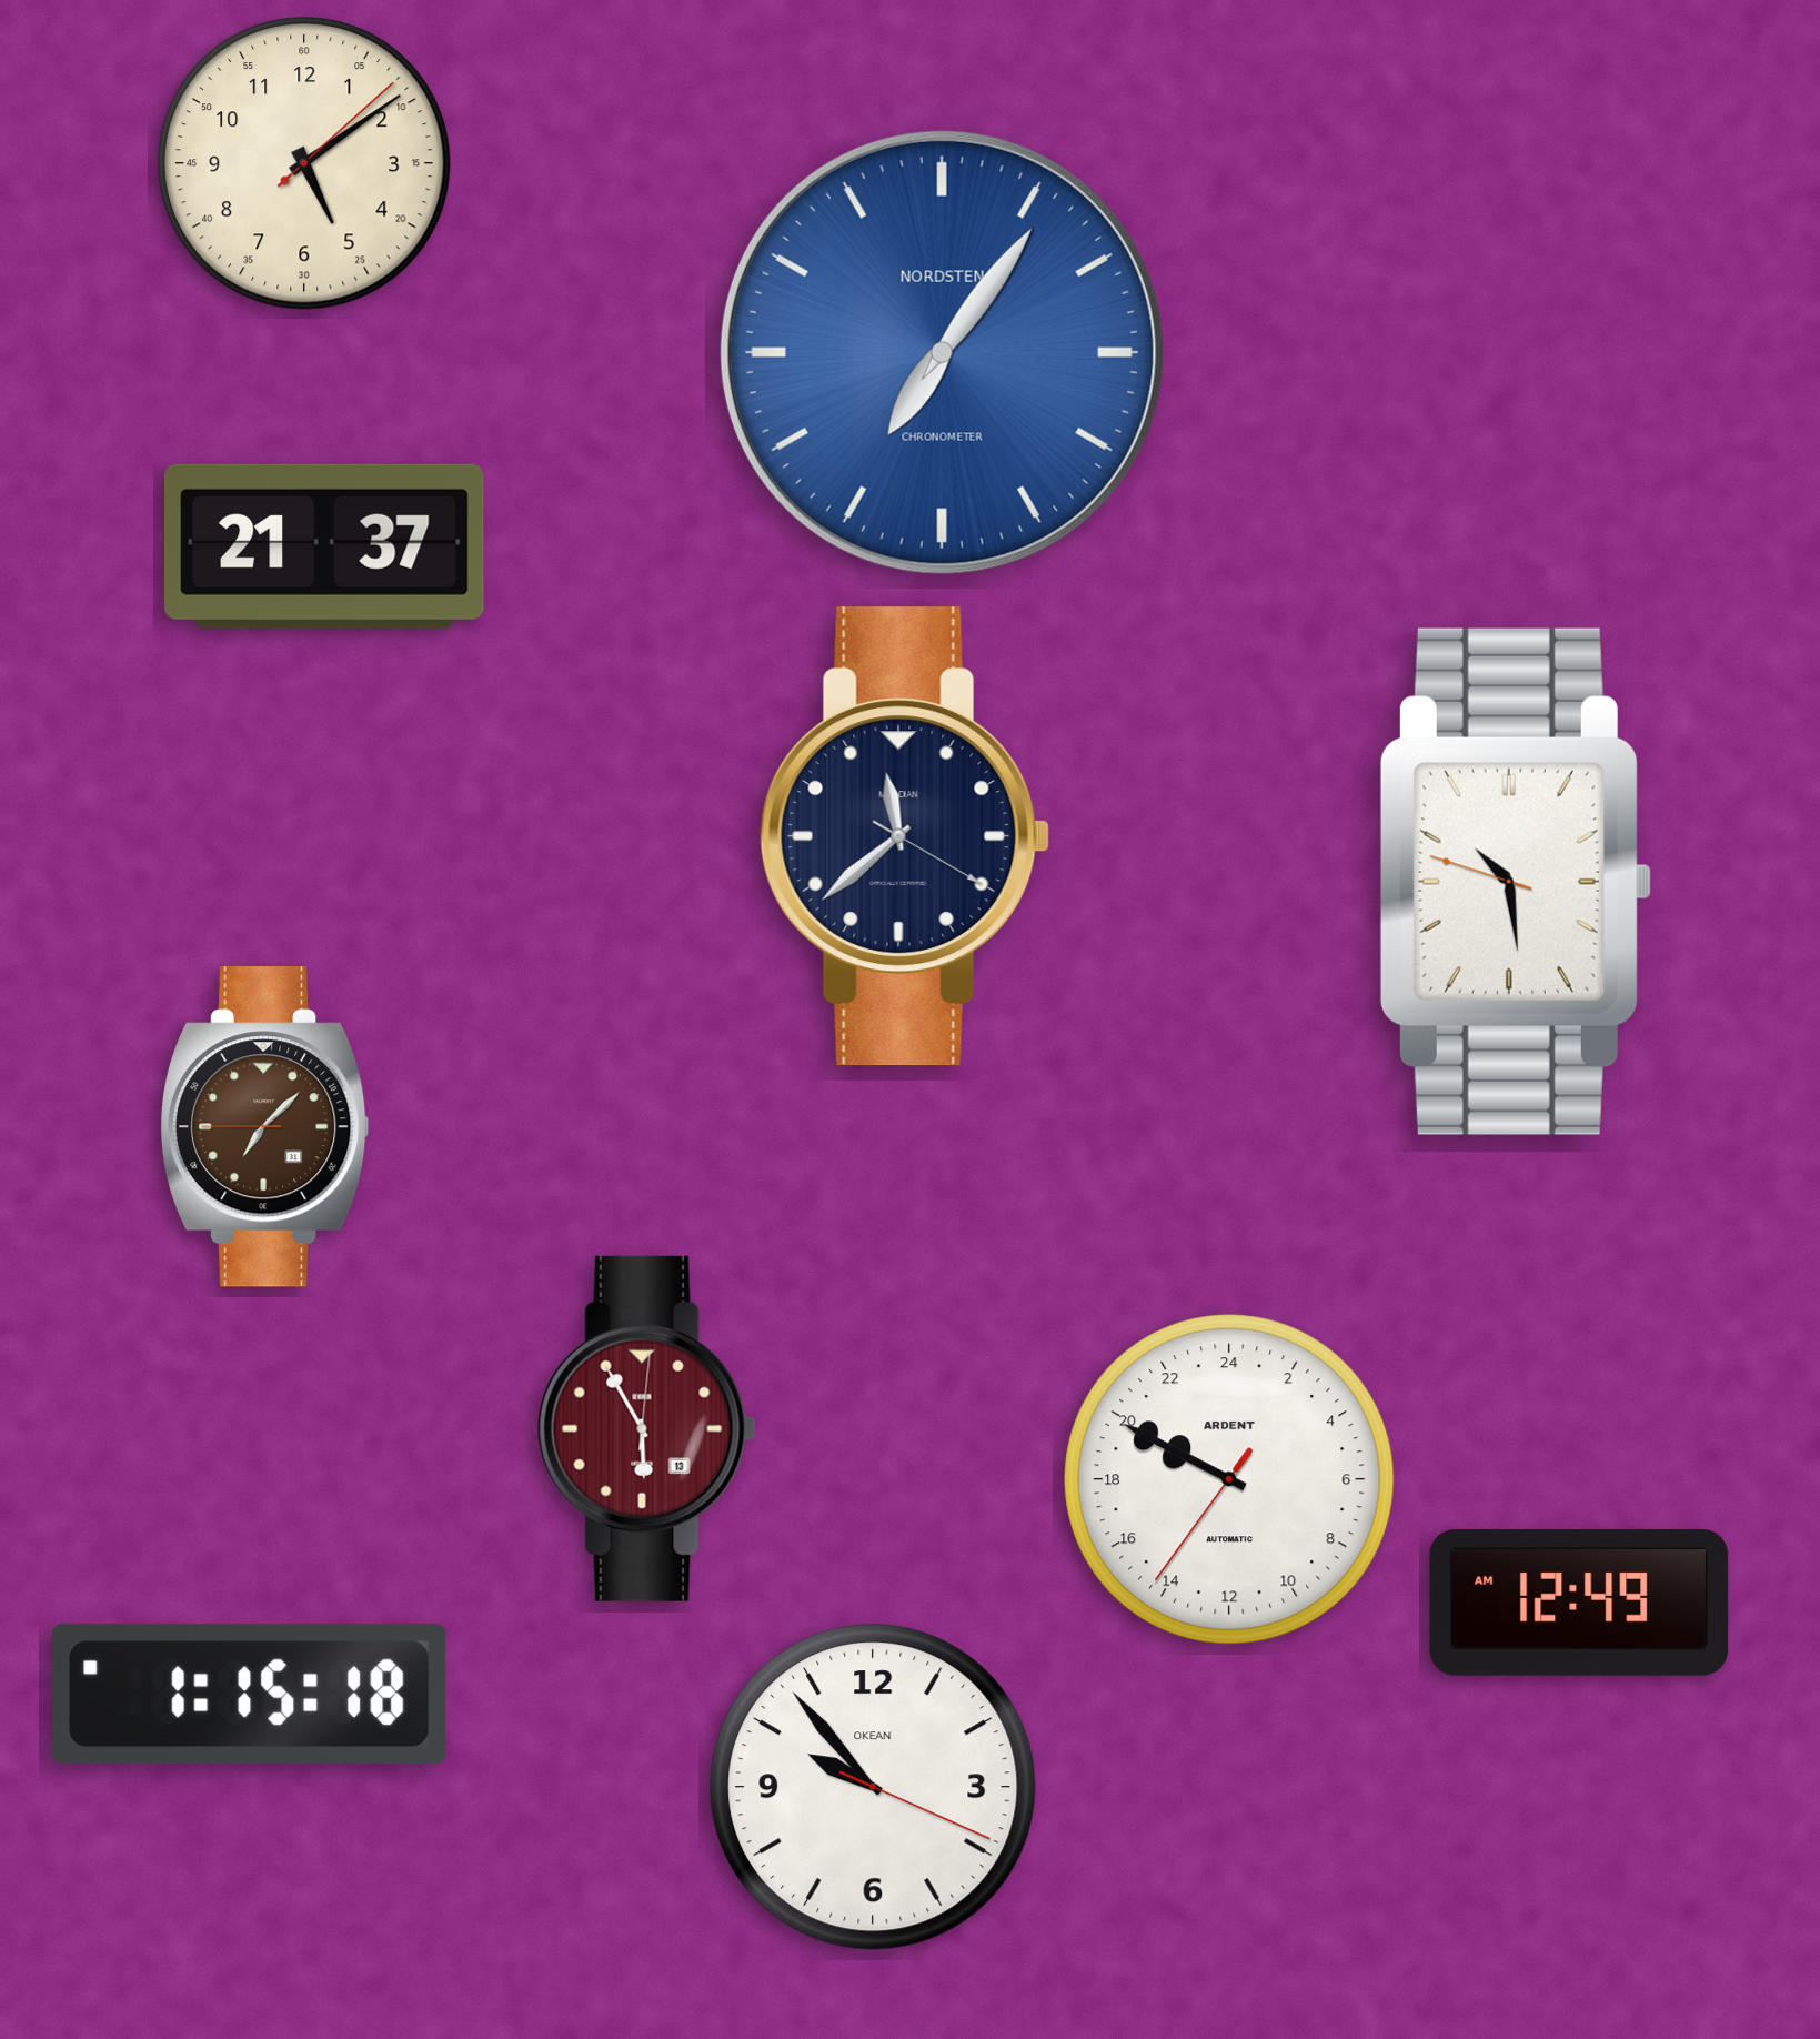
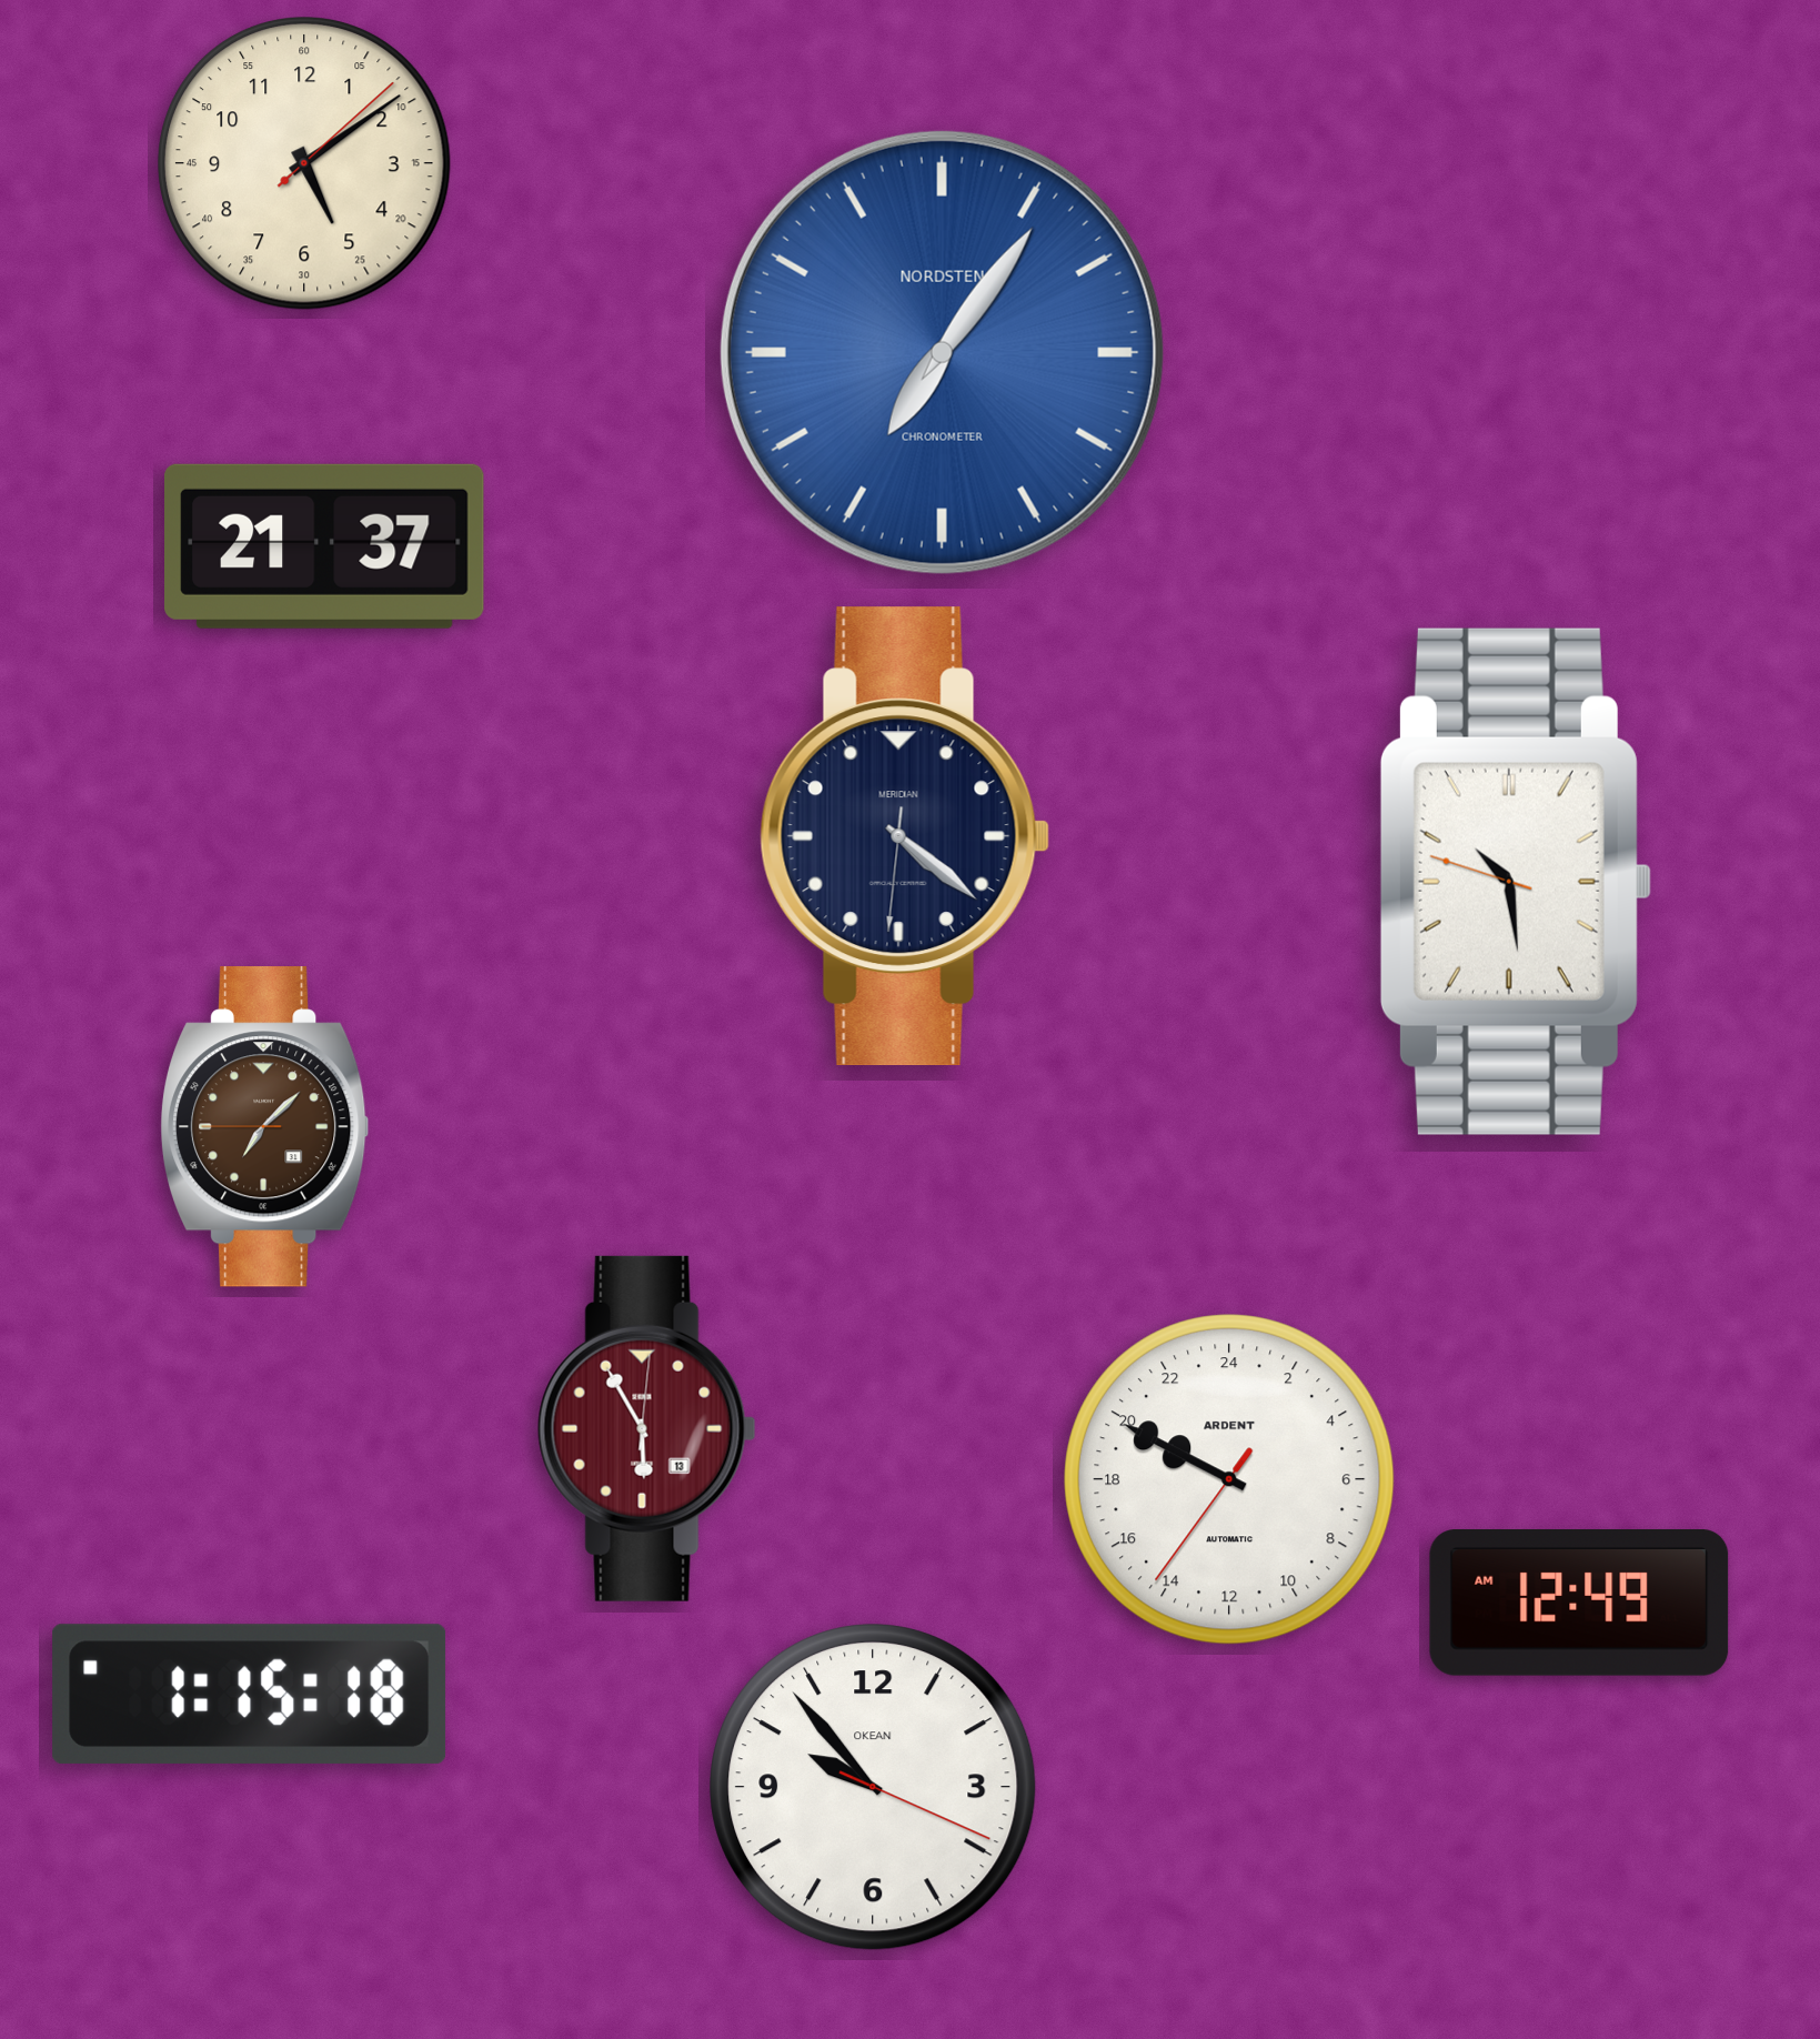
clock at (905, 836): 11:38 -> 4:21
